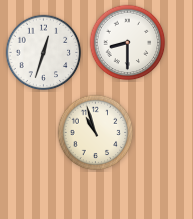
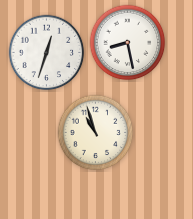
clock at (128, 43): 8:30 -> 8:28
clock at (44, 53) position: (44, 53) -> (47, 53)
